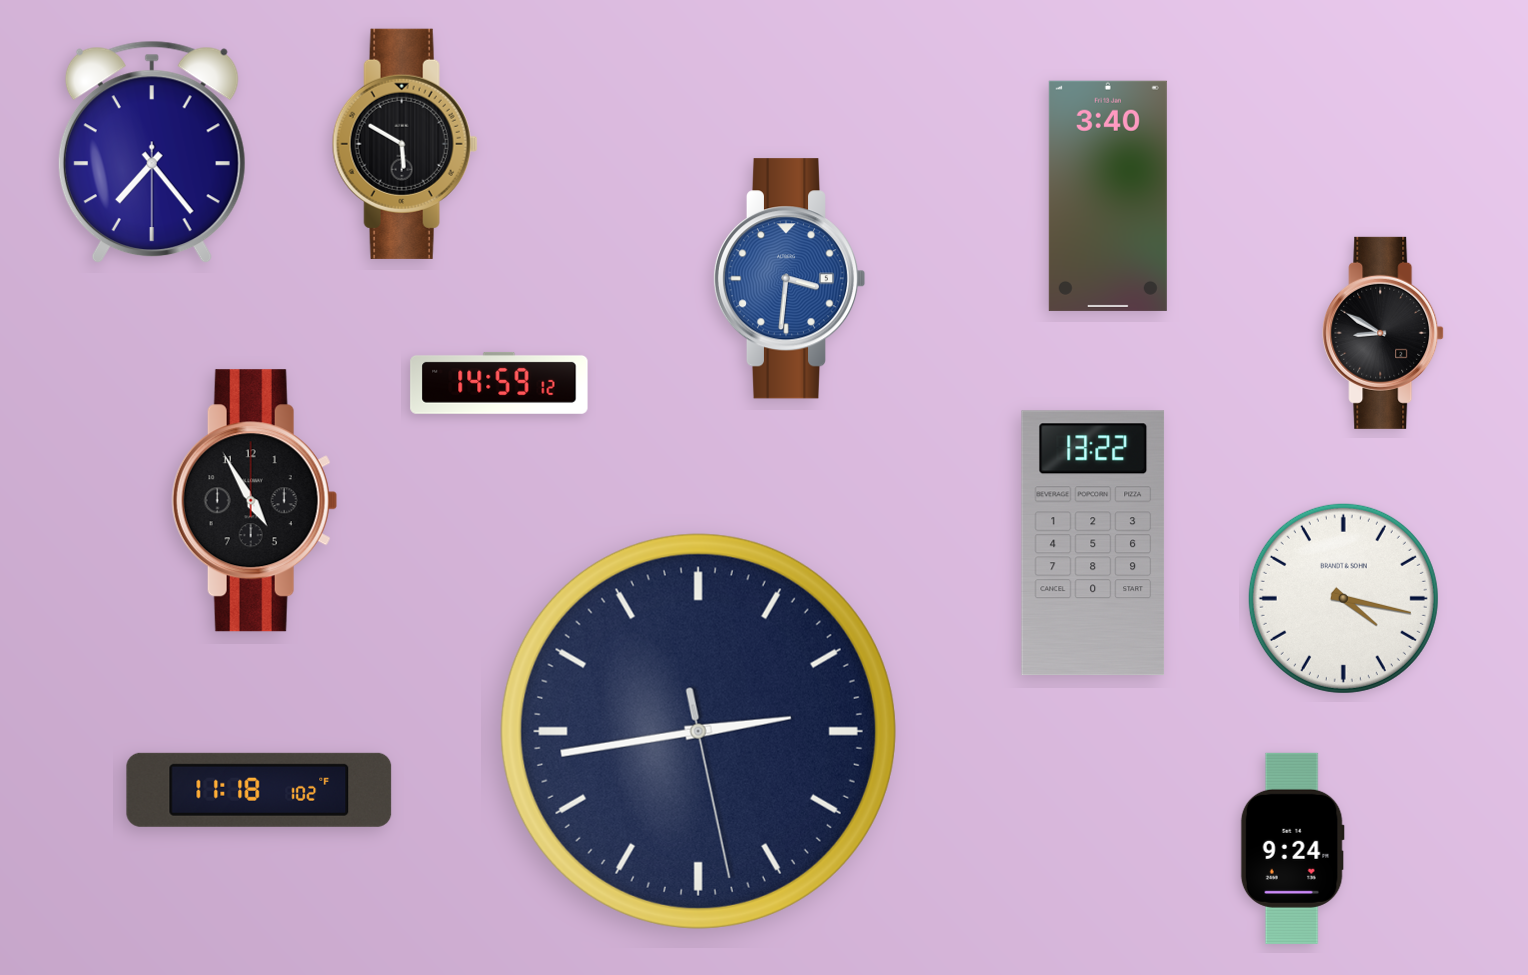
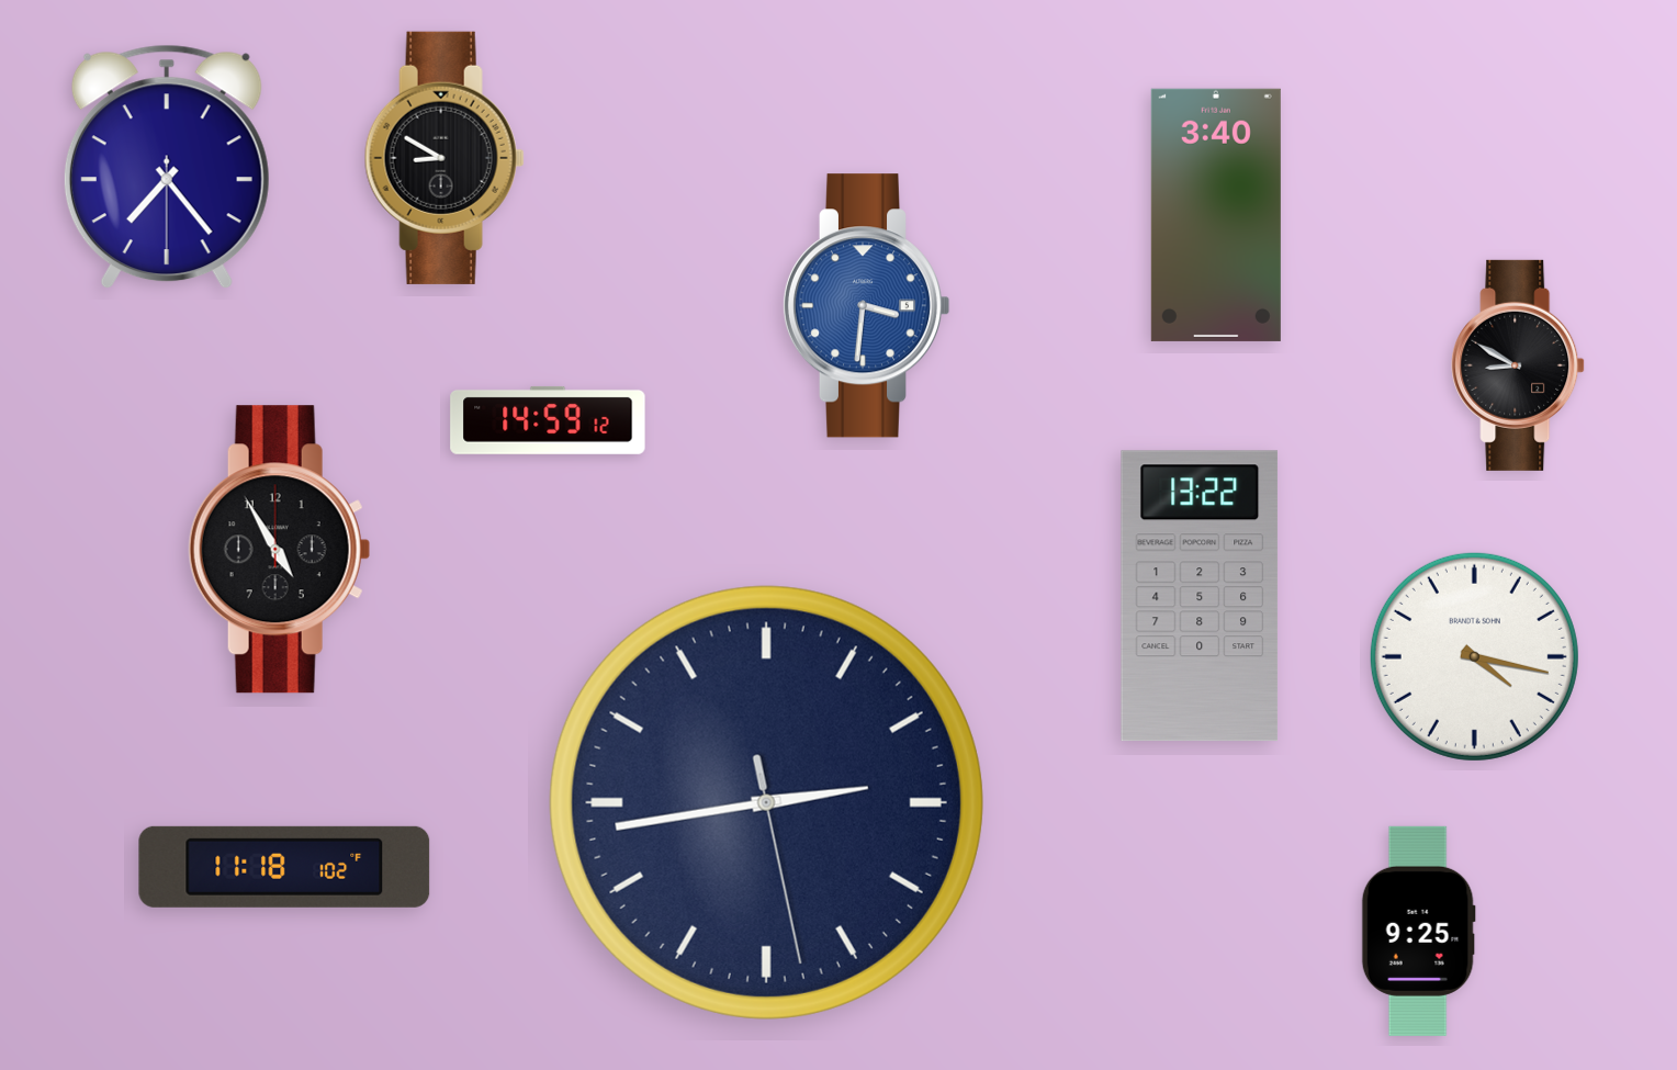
clock at (405, 144): 5:50 -> 8:50
clock at (1292, 848): 9:24 -> 9:25
